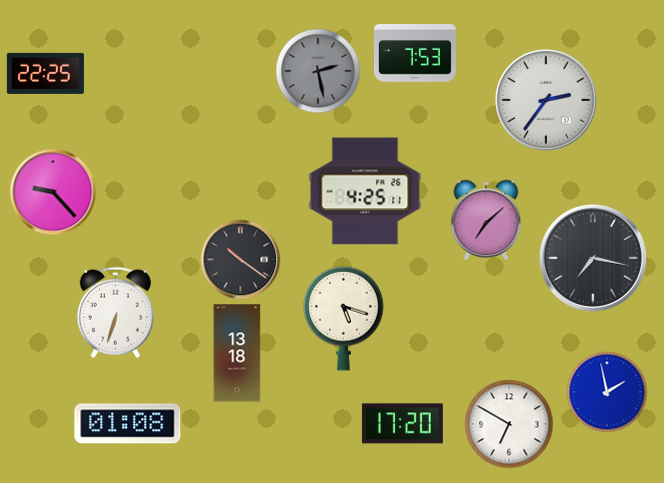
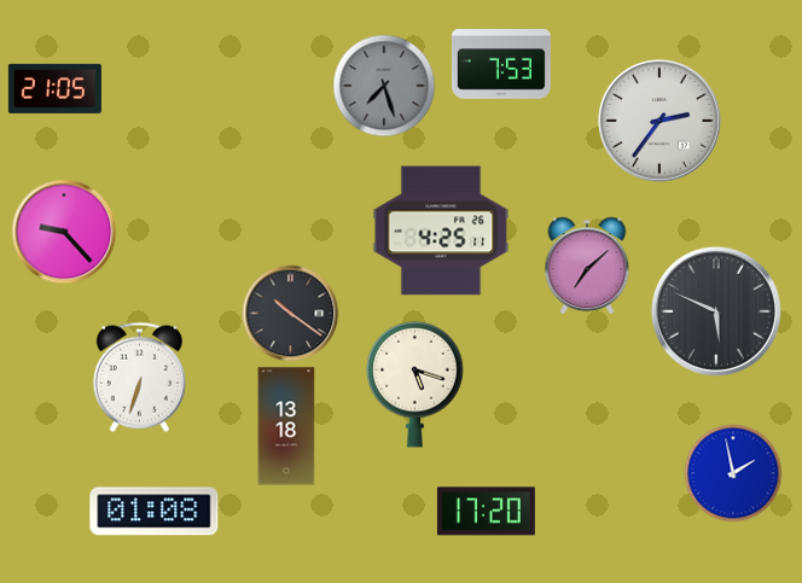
clock at (318, 71): 2:28 -> 7:27
clock at (45, 73): 22:25 -> 21:05
clock at (593, 258): 7:17 -> 5:49
clock at (509, 424): 6:50 -> none
